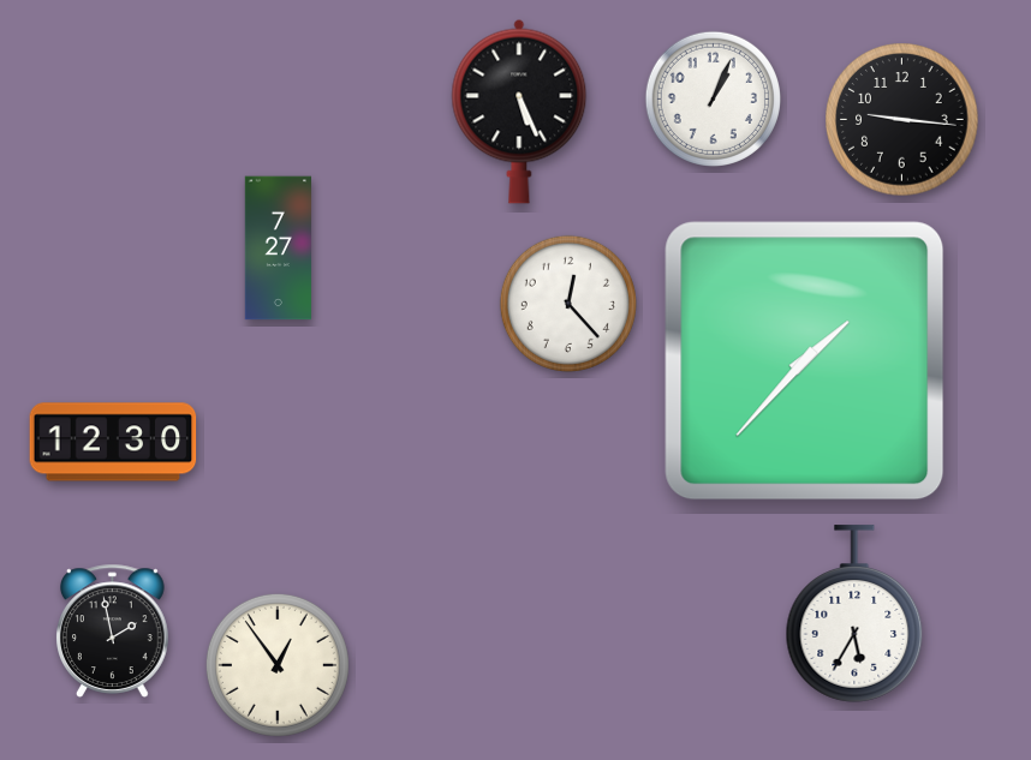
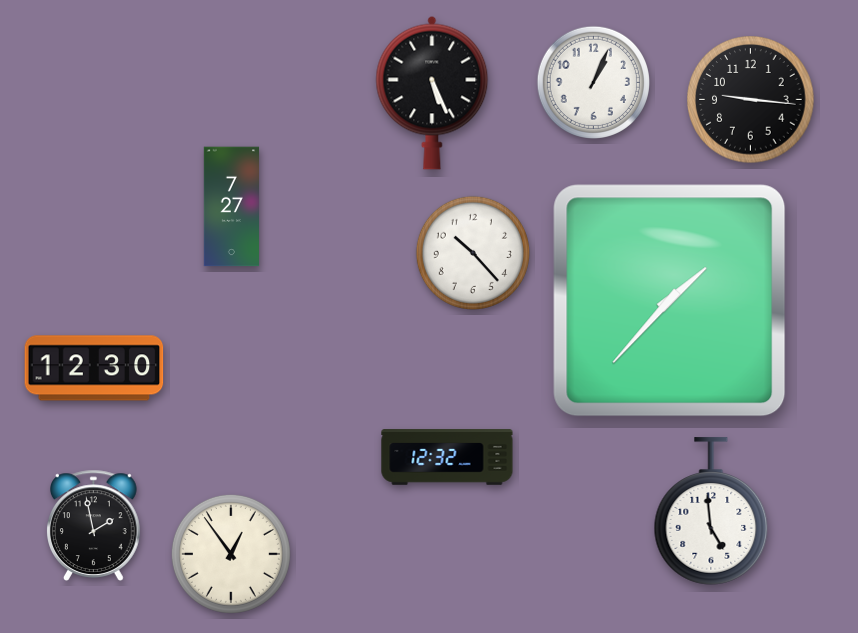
clock at (568, 304): 12:23 -> 10:23
clock at (447, 457): none -> 12:32
clock at (854, 614): 5:35 -> 4:59
